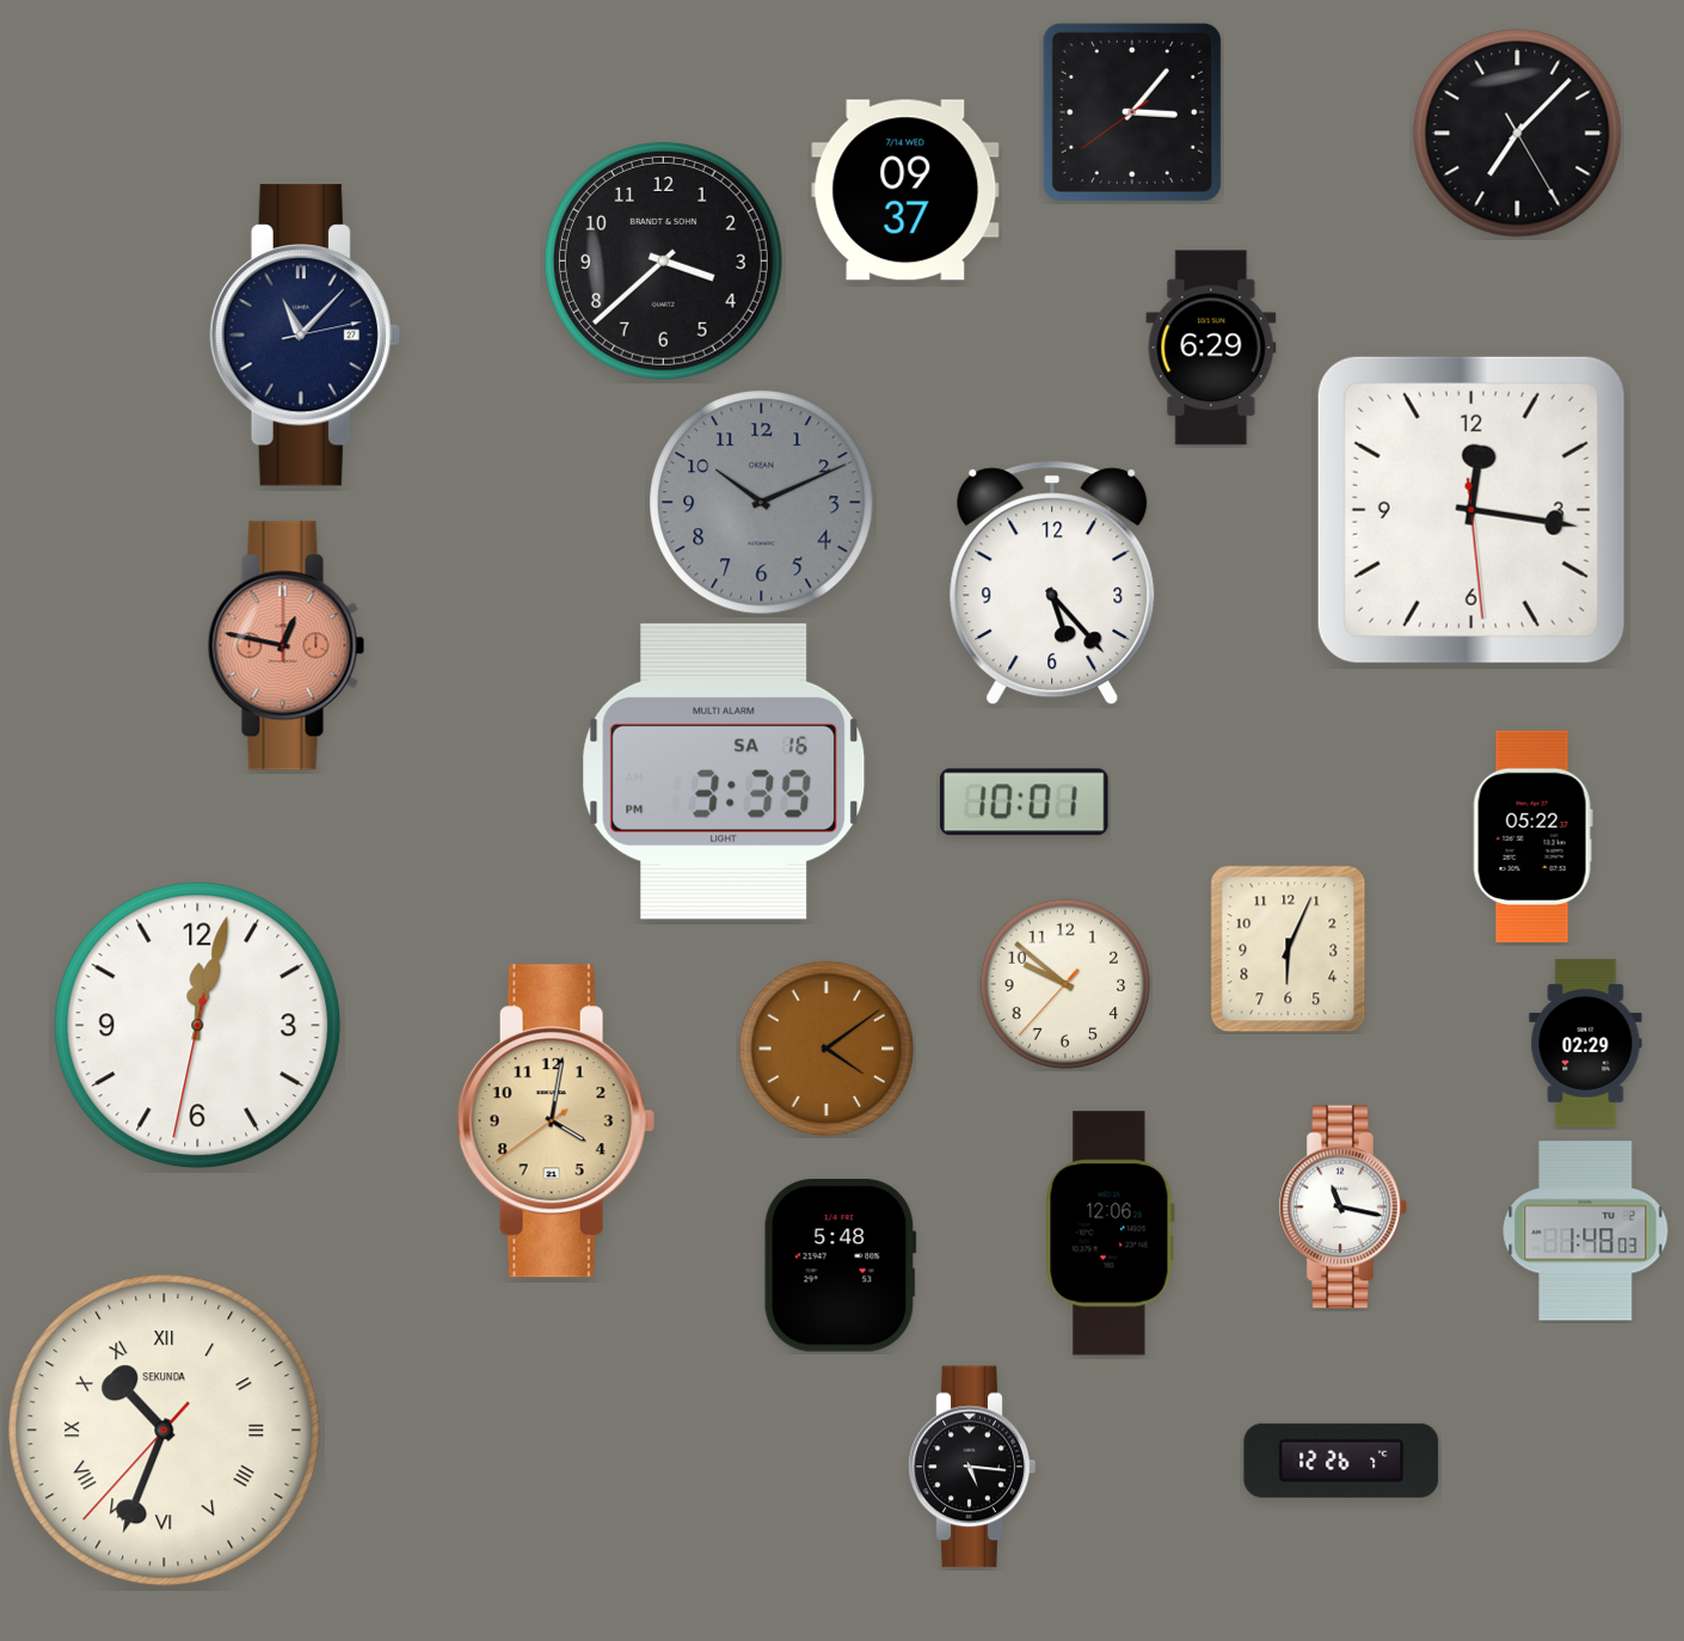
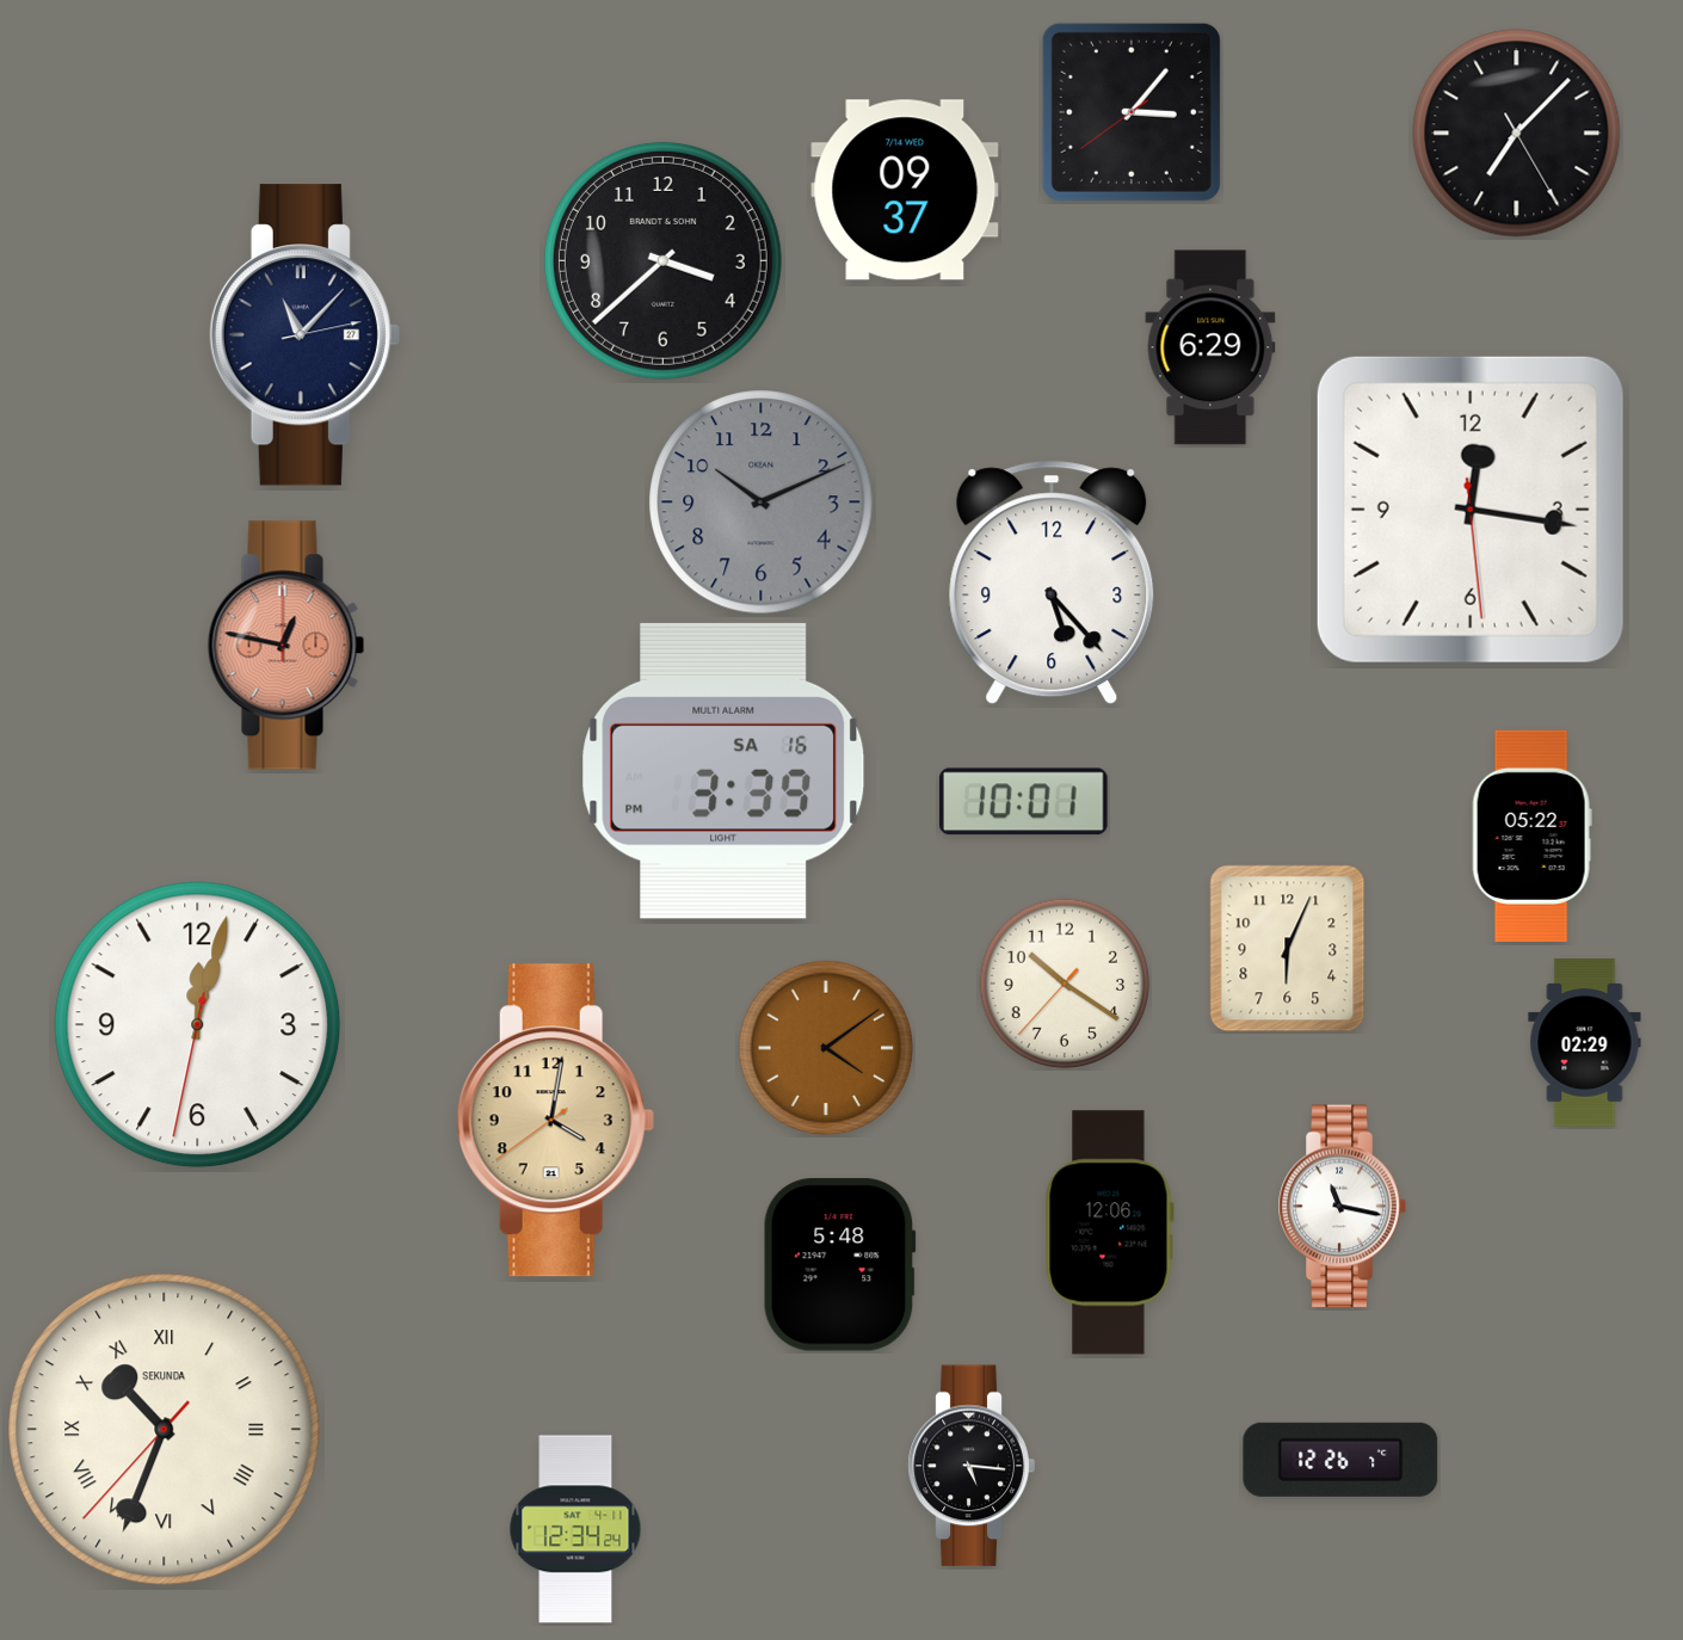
clock at (1065, 984): 9:51 -> 10:20
clock at (1586, 1231): 1:48 -> none
clock at (575, 1529): none -> 12:34
